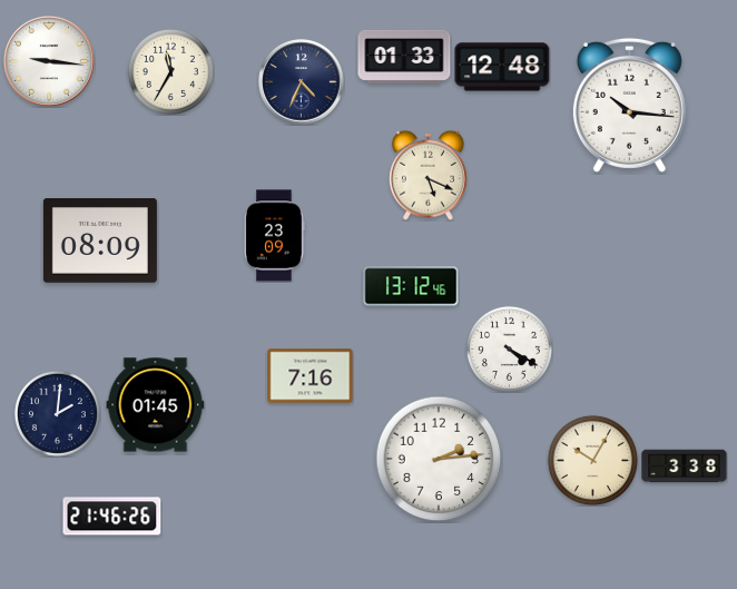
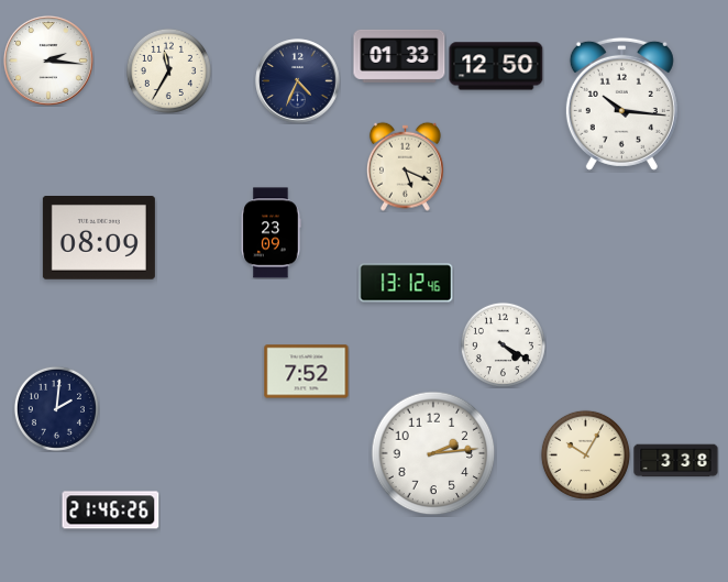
clock at (49, 61): 9:16 -> 2:16
clock at (502, 67): 12:48 -> 12:50
clock at (428, 175) position: (428, 175) -> (405, 166)
clock at (311, 376): 7:16 -> 7:52
clock at (156, 405): 01:45 -> none
